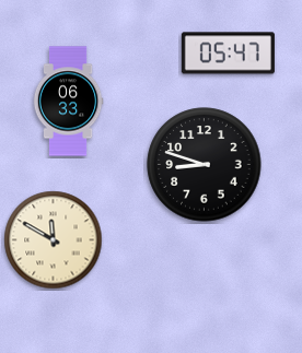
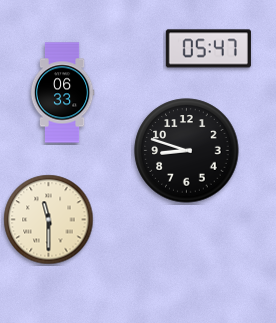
clock at (54, 240): 11:50 -> 11:30
